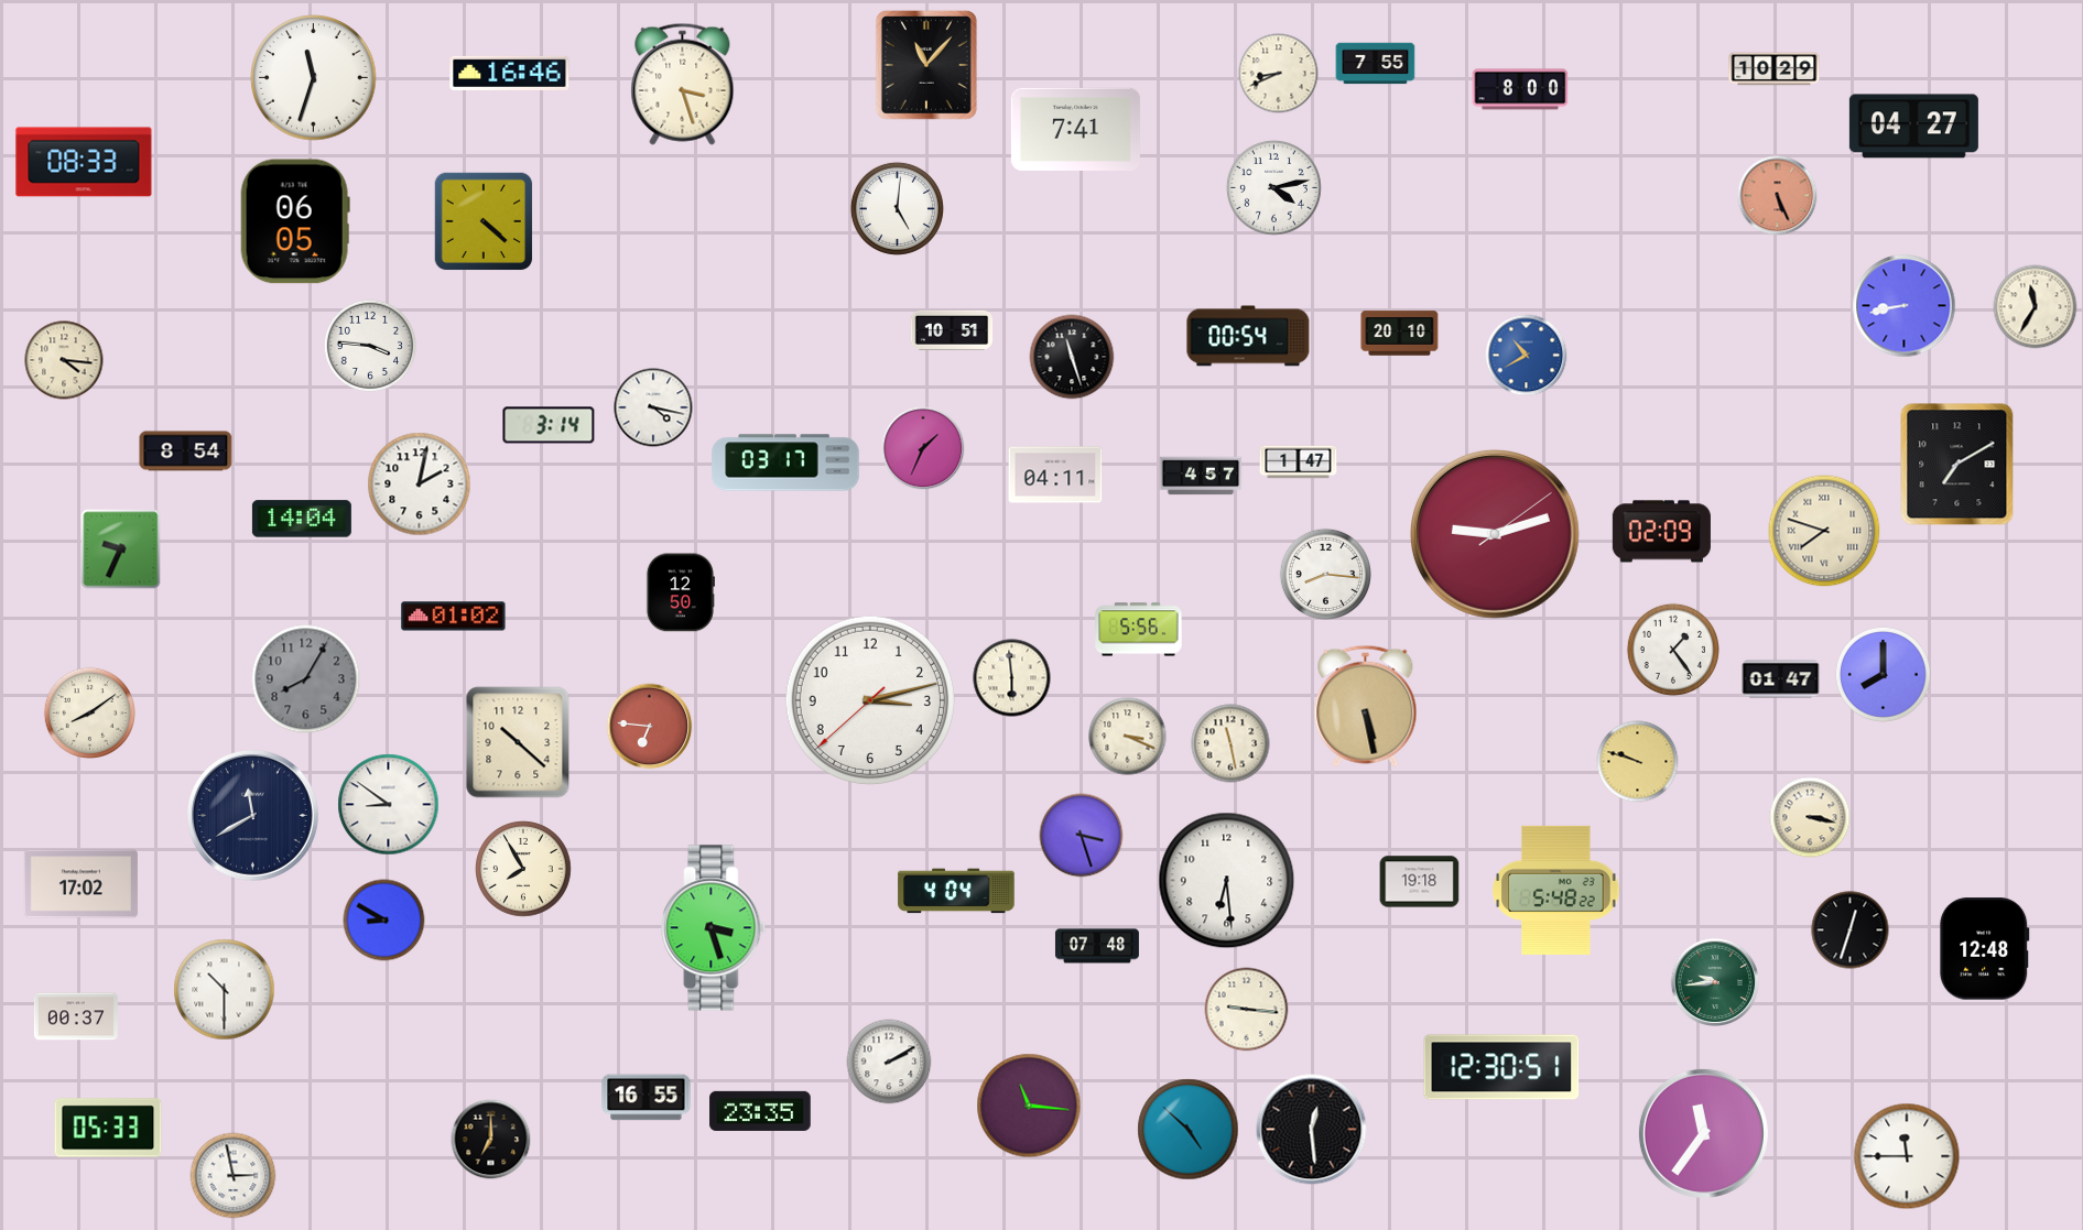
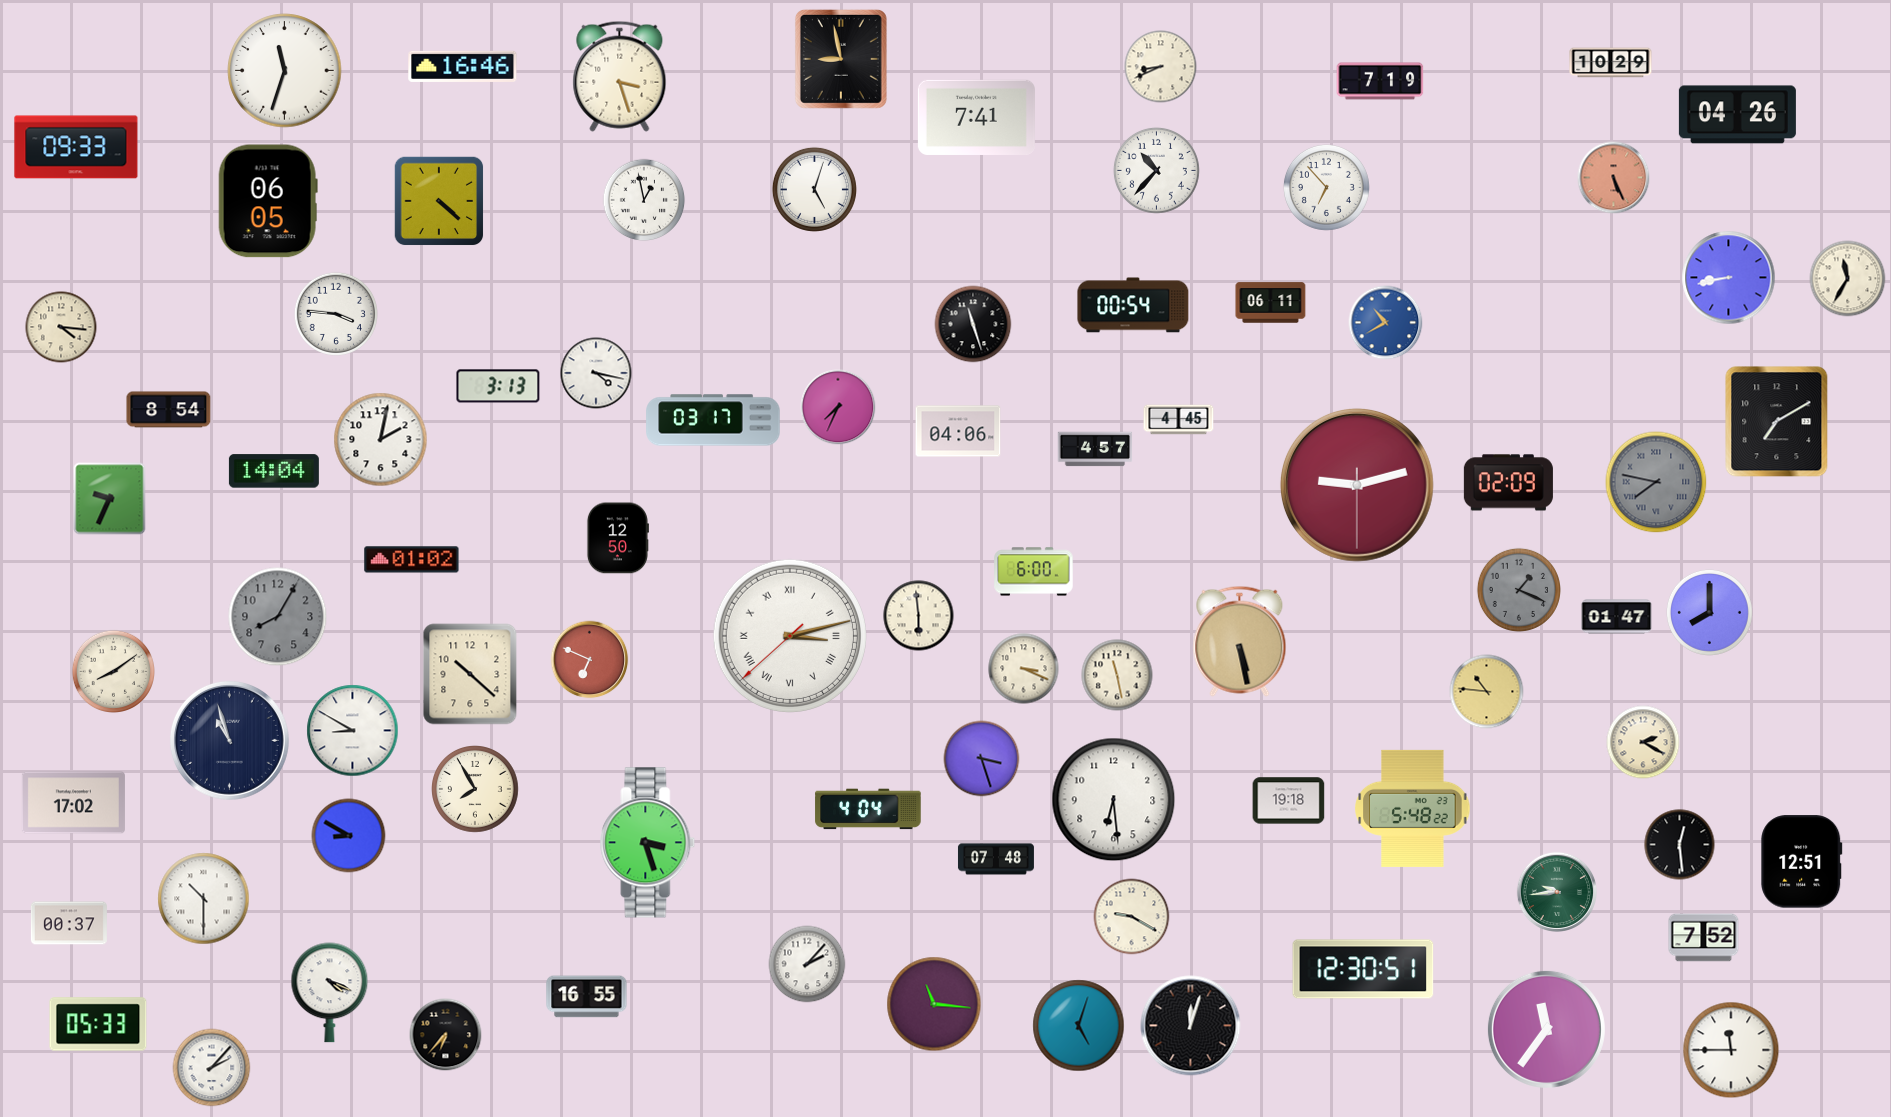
clock at (1376, 64): 7:55 -> none
clock at (926, 65): 11:07 -> 8:58
clock at (1520, 89): 8:00 -> 7:19
clock at (1913, 127): 04:27 -> 04:26
clock at (84, 162): 08:33 -> 09:33
clock at (1273, 187): 4:13 -> 10:37
clock at (1326, 187): none -> 6:53
clock at (897, 208): 5:01 -> 5:03
clock at (644, 200): none -> 12:58
clock at (952, 330): 10:51 -> none
clock at (1400, 334): 20:10 -> 06:11
clock at (64, 360) position: (64, 360) -> (61, 327)
clock at (653, 407) position: (653, 407) -> (596, 373)
clock at (549, 425): 3:14 -> 3:13
clock at (923, 448): 1:34 -> 7:34
clock at (1299, 462): 1:47 -> 4:45
clock at (1055, 475): 04:11 -> 04:06
clock at (1201, 476) position: (1201, 476) -> (1095, 449)
clock at (1824, 531): 7:48 -> 7:47
clock at (1824, 531) dial: cream -> grey
clock at (1495, 534): 9:12:09 -> 9:12:30
clock at (1325, 574): 8:16 -> none
clock at (1139, 630): 5:56 -> 6:00
clock at (1673, 650): 1:24 -> 1:19
clock at (1673, 650) dial: white -> grey
clock at (869, 699) numerals: Arabic -> Roman
clock at (89, 712) position: (89, 712) -> (113, 671)
clock at (650, 727): 6:46 -> 6:49
clock at (1638, 762): 9:48 -> 10:46
clock at (389, 805): 8:51 -> 8:50
clock at (252, 815): 11:40 -> 10:57
clock at (1810, 817): 3:17 -> 2:20
clock at (1851, 930): 12:33 -> 12:29
clock at (1985, 949): 12:48 -> 12:51
clock at (1247, 1010): 9:16 -> 9:20
clock at (1704, 938): none -> 7:52
clock at (889, 1062): 2:10 -> 2:07
clock at (330, 993): none -> 4:19
clock at (760, 1111): 23:35 -> none
clock at (1189, 1130): 4:52 -> 5:03
clock at (1312, 1130): 12:29 -> 12:03
clock at (491, 1140): 7:00 -> 6:37
clock at (234, 1176): 2:58 -> 2:07
